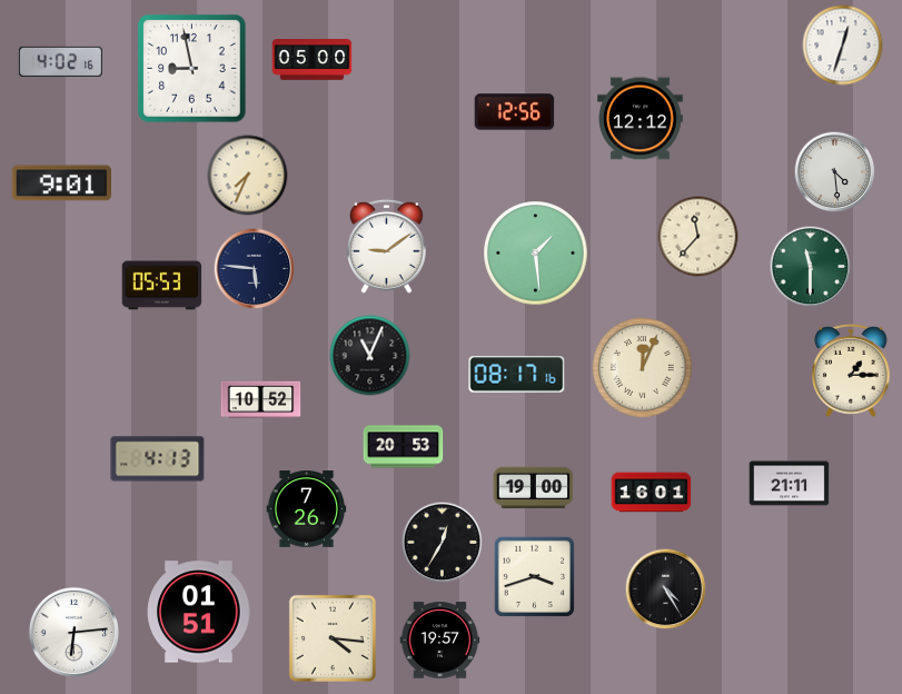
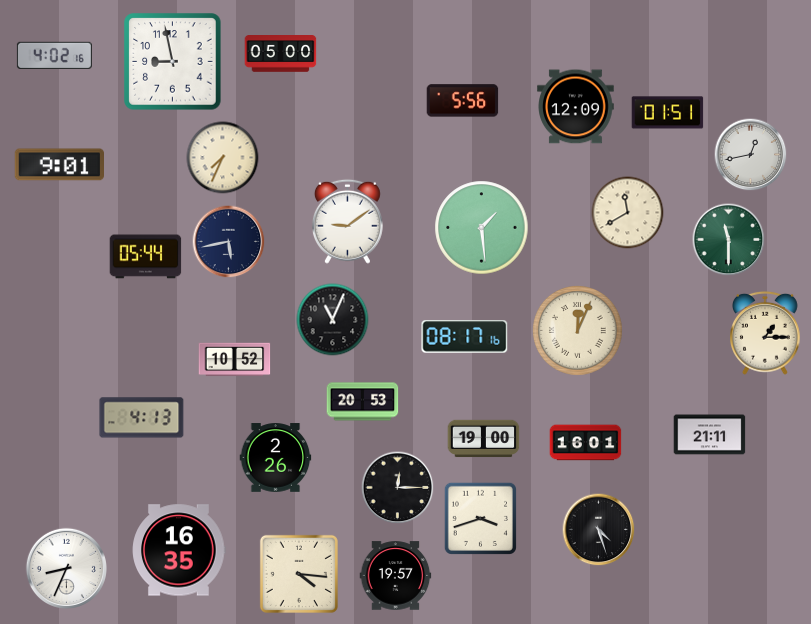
clock at (843, 46): 12:33 -> none
clock at (515, 112): 12:56 -> 5:56
clock at (641, 119): 12:12 -> 12:09
clock at (668, 113): none -> 01:51
clock at (835, 172): 4:29 -> 12:43
clock at (61, 184) position: (61, 184) -> (59, 165)
clock at (698, 237): 11:37 -> 11:40
clock at (255, 269): 5:46 -> 5:43
clock at (162, 286): 05:53 -> 05:44
clock at (158, 459) position: (158, 459) -> (142, 418)
clock at (534, 488) position: (534, 488) -> (484, 439)
clock at (307, 509): 7:26 -> 2:26
clock at (443, 543): 12:35 -> 12:15
clock at (666, 589): 4:25 -> 4:27
clock at (199, 612): 01:51 -> 16:35
clock at (73, 632): 6:14 -> 8:34
